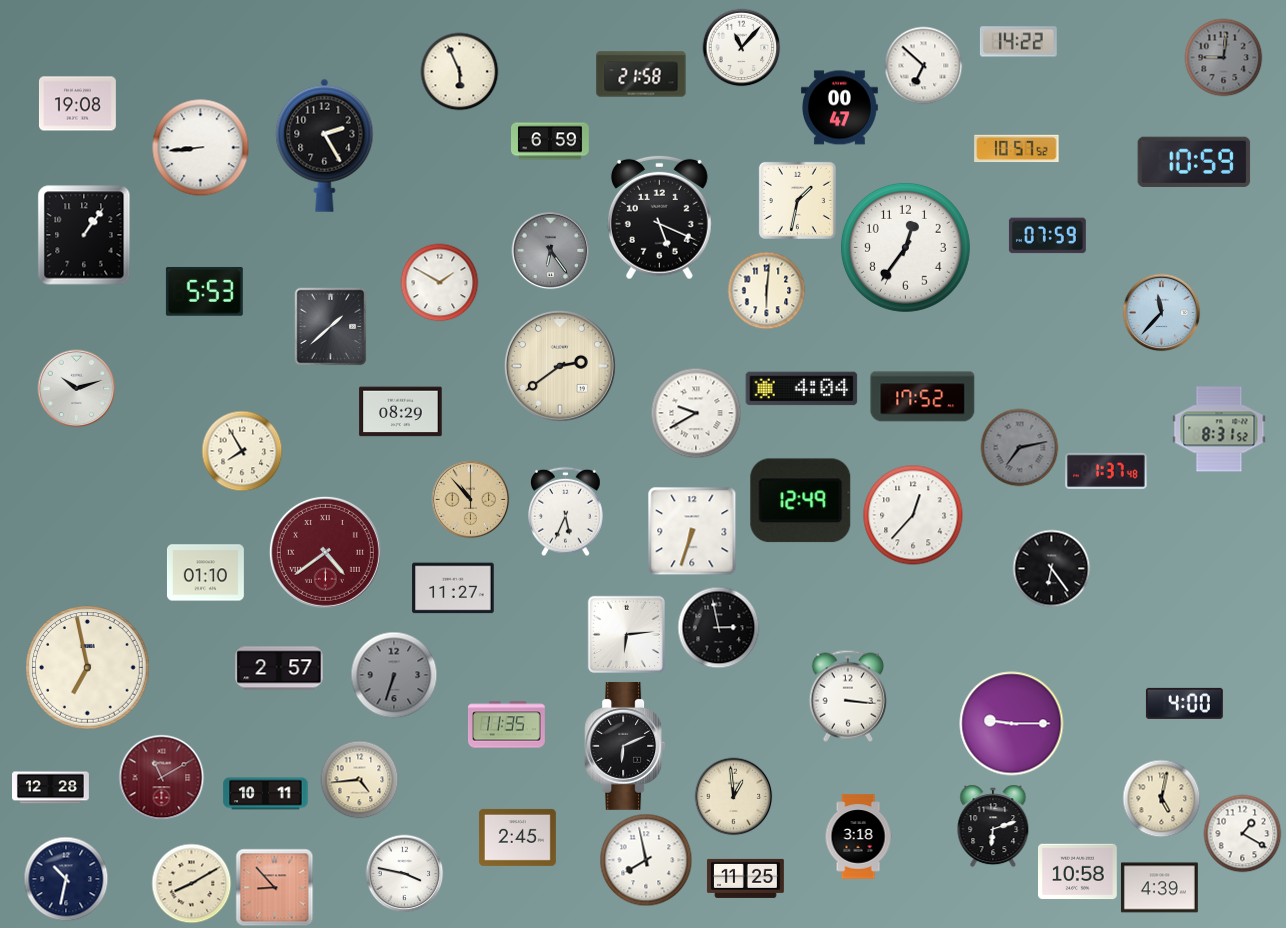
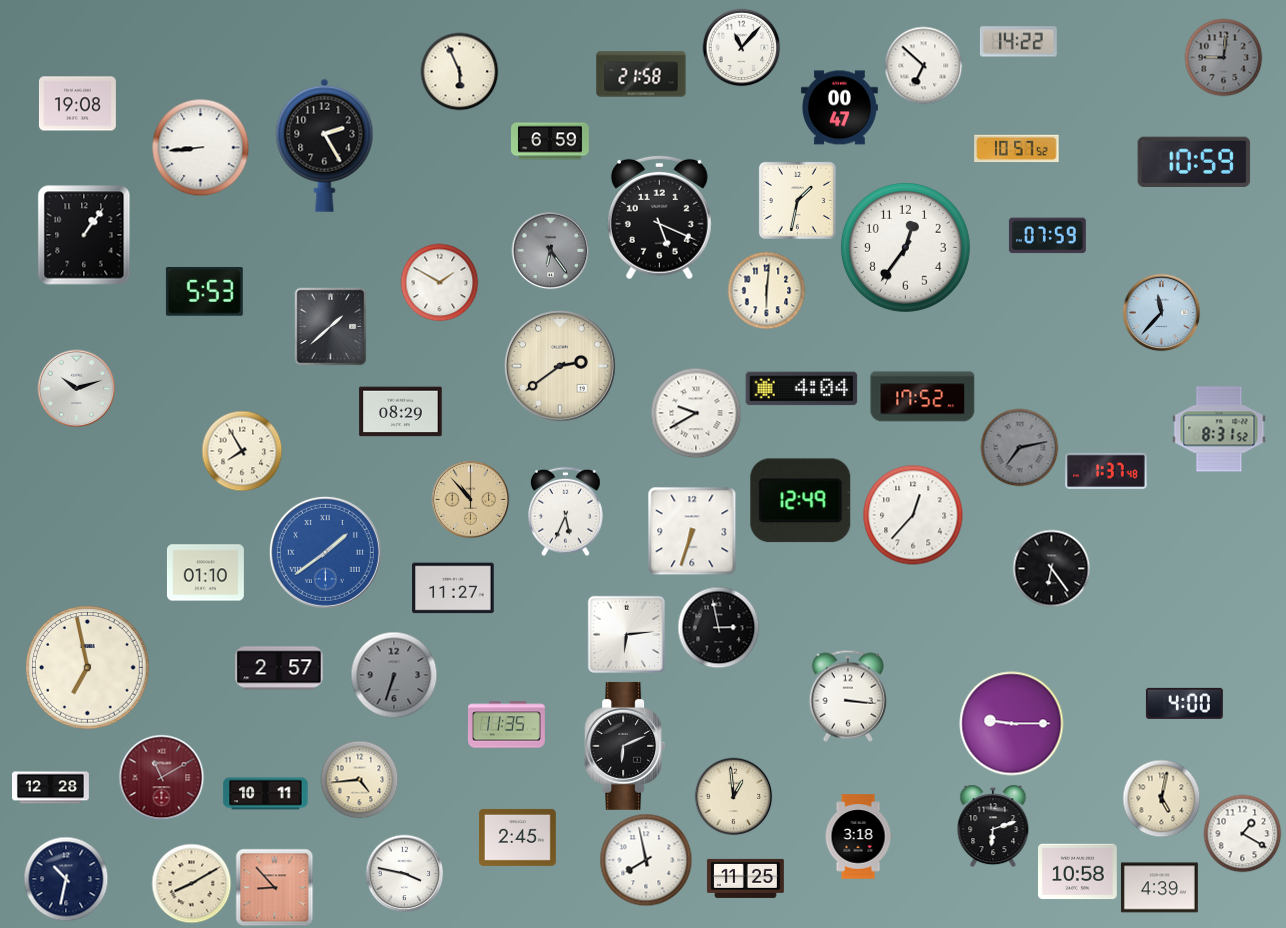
clock at (325, 552): 4:39 -> 1:39
clock at (325, 552) dial: burgundy -> blue
